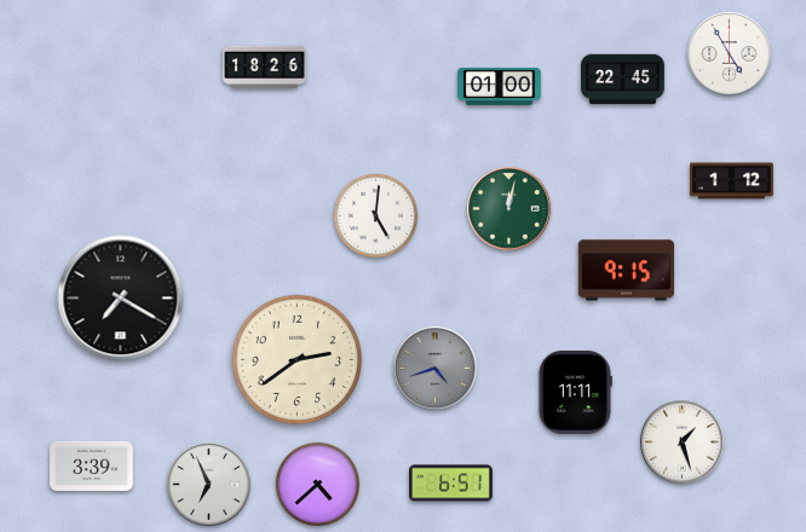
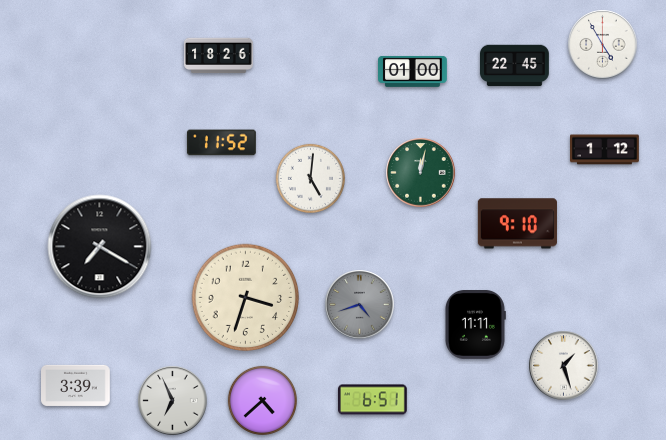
clock at (221, 143): none -> 11:52
clock at (626, 271): 9:15 -> 9:10
clock at (298, 360): 2:39 -> 3:33
